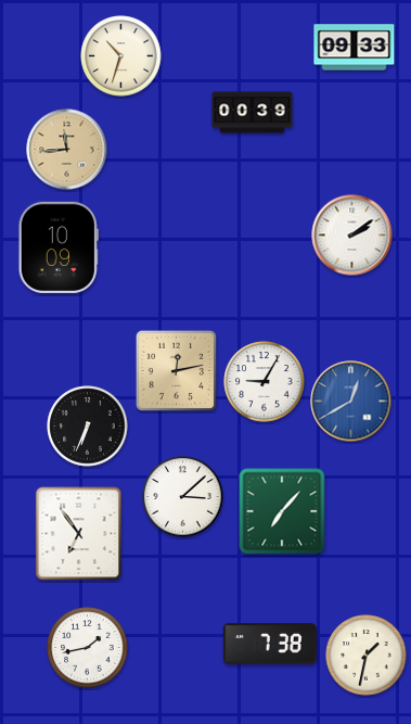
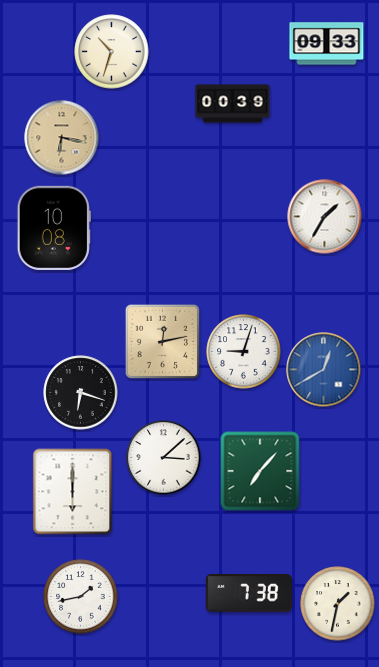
clock at (67, 150): 11:44 -> 6:17
clock at (352, 236): 2:09 -> 1:35
clock at (59, 247): 10:09 -> 10:08
clock at (265, 382): 9:05 -> 9:03
clock at (88, 427): 6:34 -> 6:18
clock at (183, 497) position: (183, 497) -> (164, 458)
clock at (79, 534): 6:54 -> 6:00
